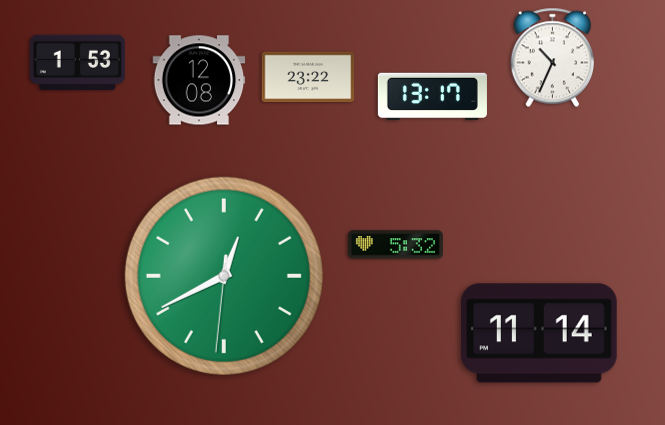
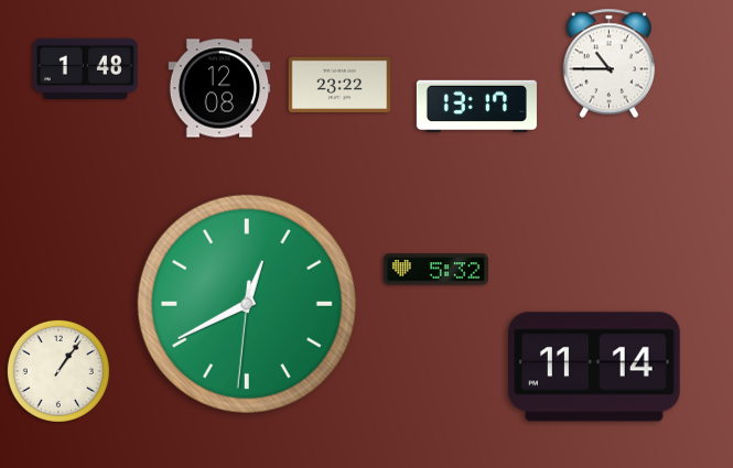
clock at (553, 58): 10:34 -> 10:45
clock at (77, 62): 1:53 -> 1:48
clock at (58, 371): none -> 1:06
